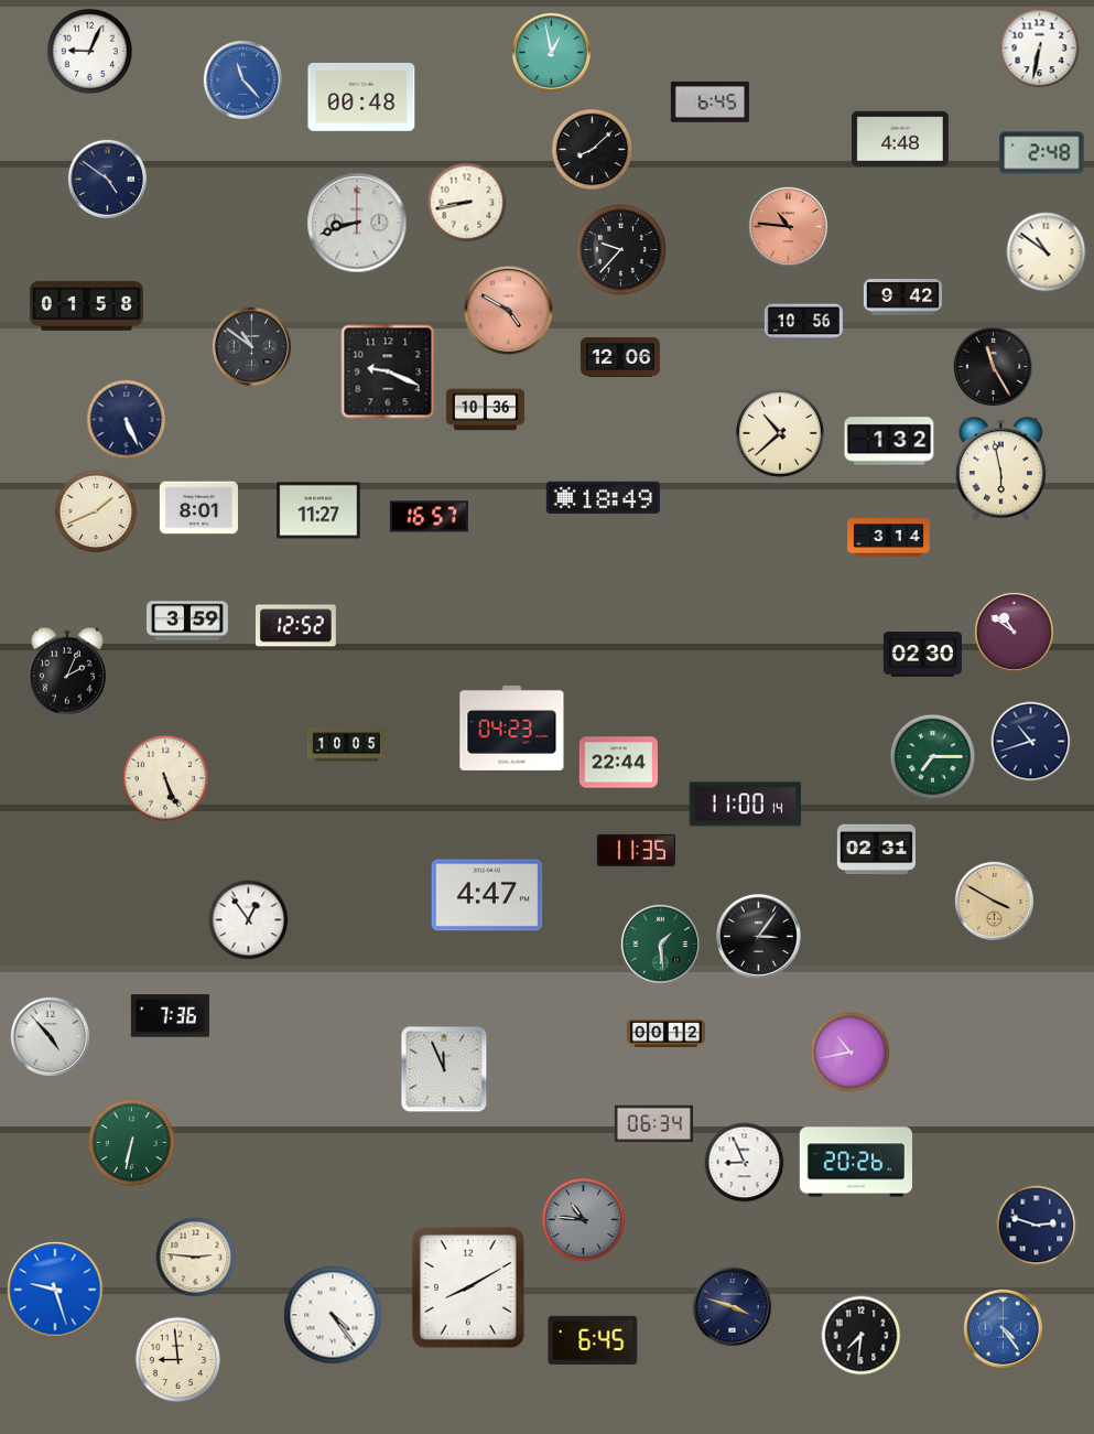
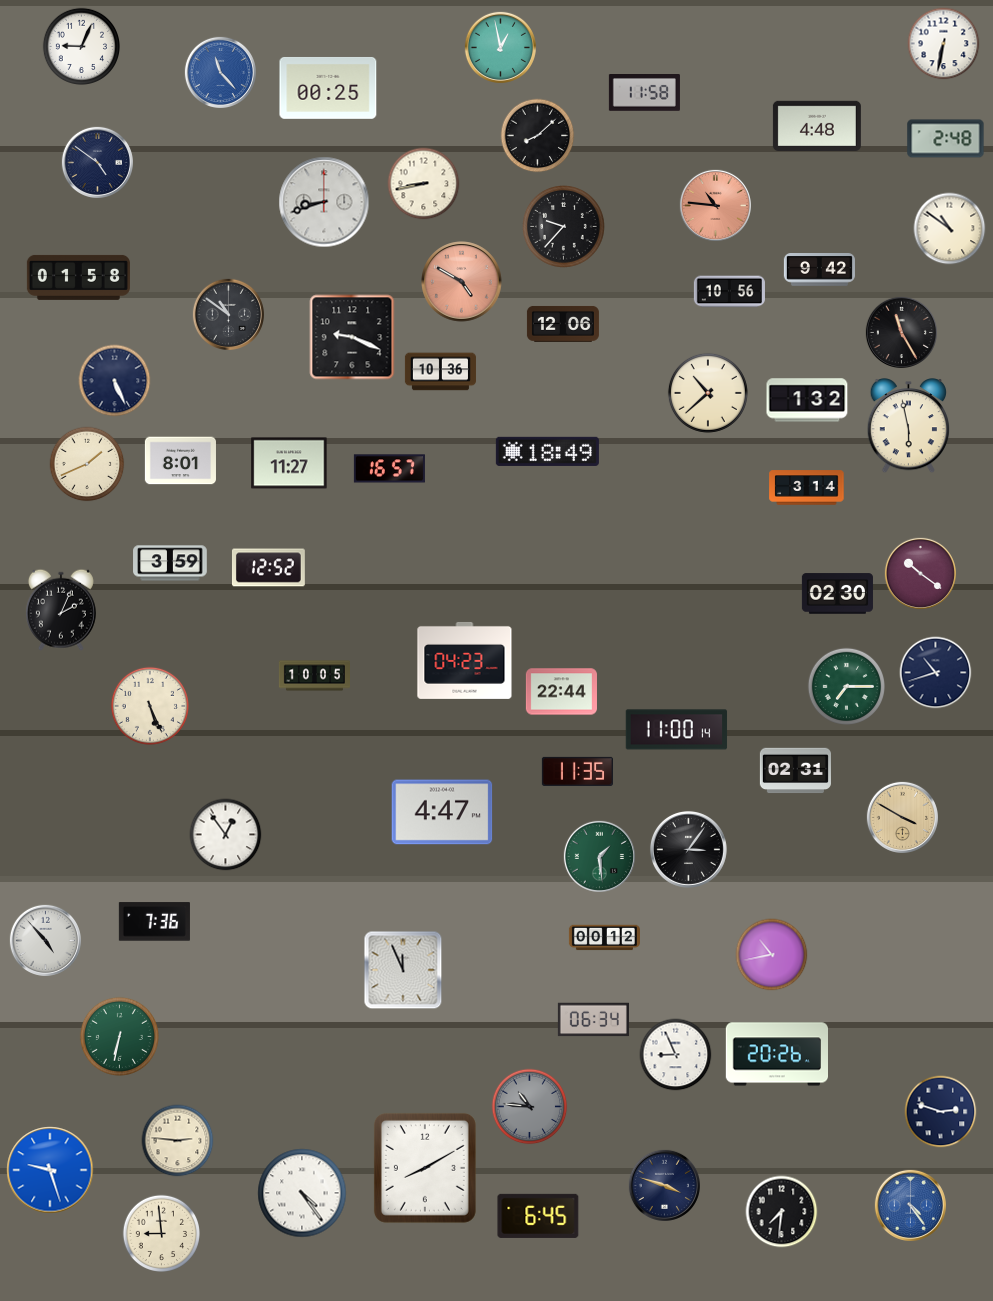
clock at (361, 97): 00:48 -> 00:25
clock at (710, 103): 6:45 -> 11:58
clock at (1014, 632): 10:51 -> 10:21
